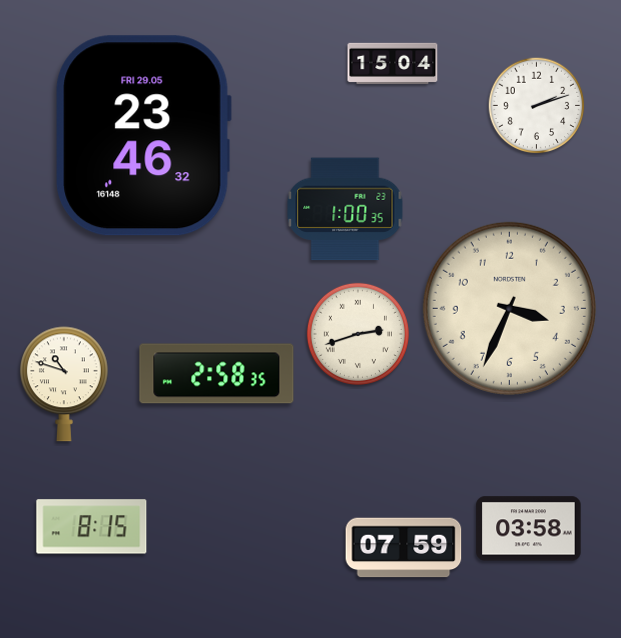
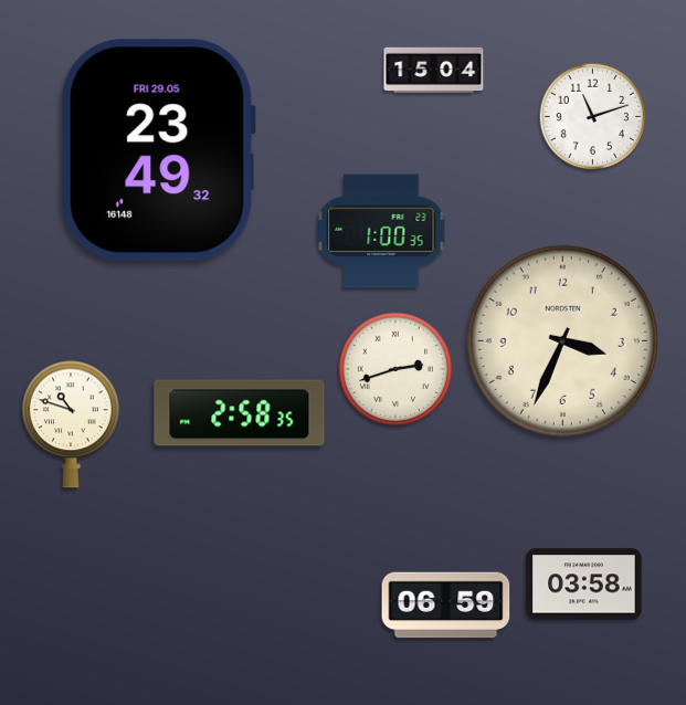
clock at (537, 106): 2:12 -> 11:12
clock at (143, 136): 23:46 -> 23:49
clock at (92, 527): 8:15 -> none
clock at (404, 548): 07:59 -> 06:59
